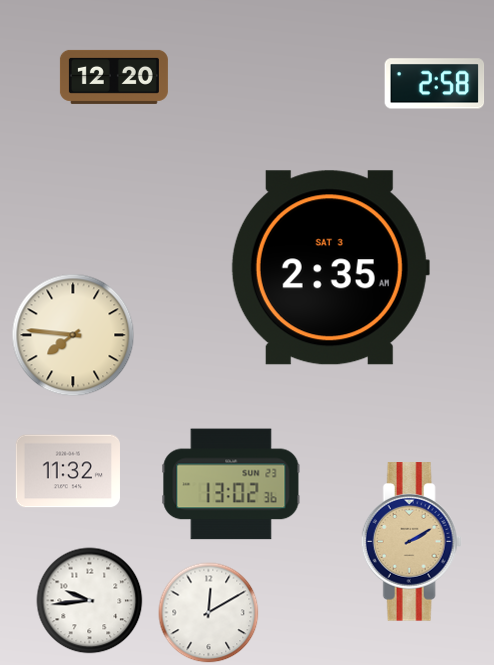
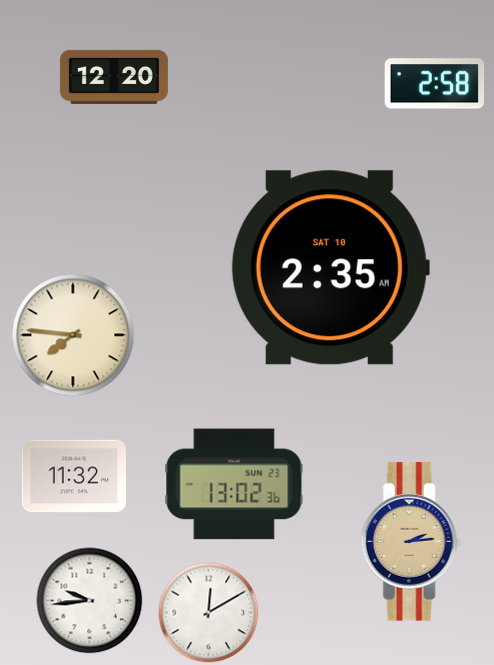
clock at (330, 268) date: SAT 3 -> SAT 10
clock at (68, 471) position: (68, 471) -> (74, 476)
clock at (231, 484) position: (231, 484) -> (234, 484)
clock at (411, 542): 2:10 -> 2:14
